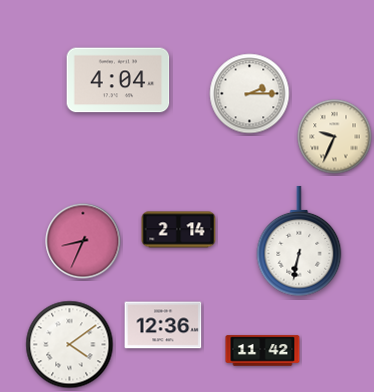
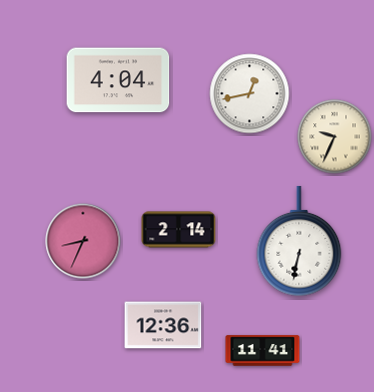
clock at (250, 94): 2:15 -> 12:43
clock at (70, 345): 4:09 -> none
clock at (263, 351): 11:42 -> 11:41
